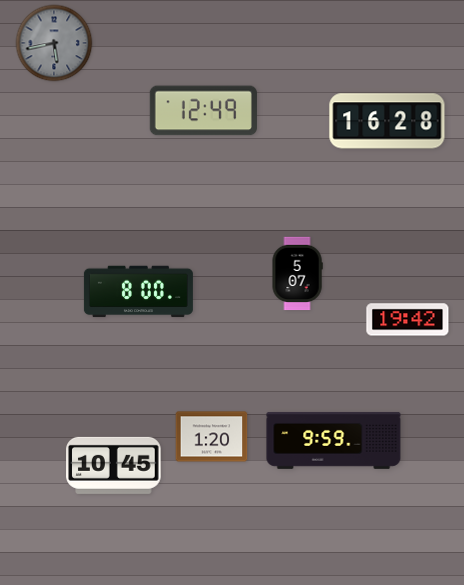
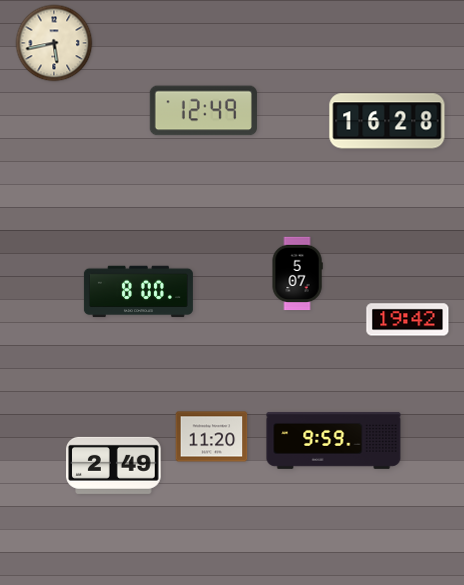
clock at (54, 43) dial: grey -> cream
clock at (212, 437): 1:20 -> 11:20
clock at (114, 465): 10:45 -> 2:49
